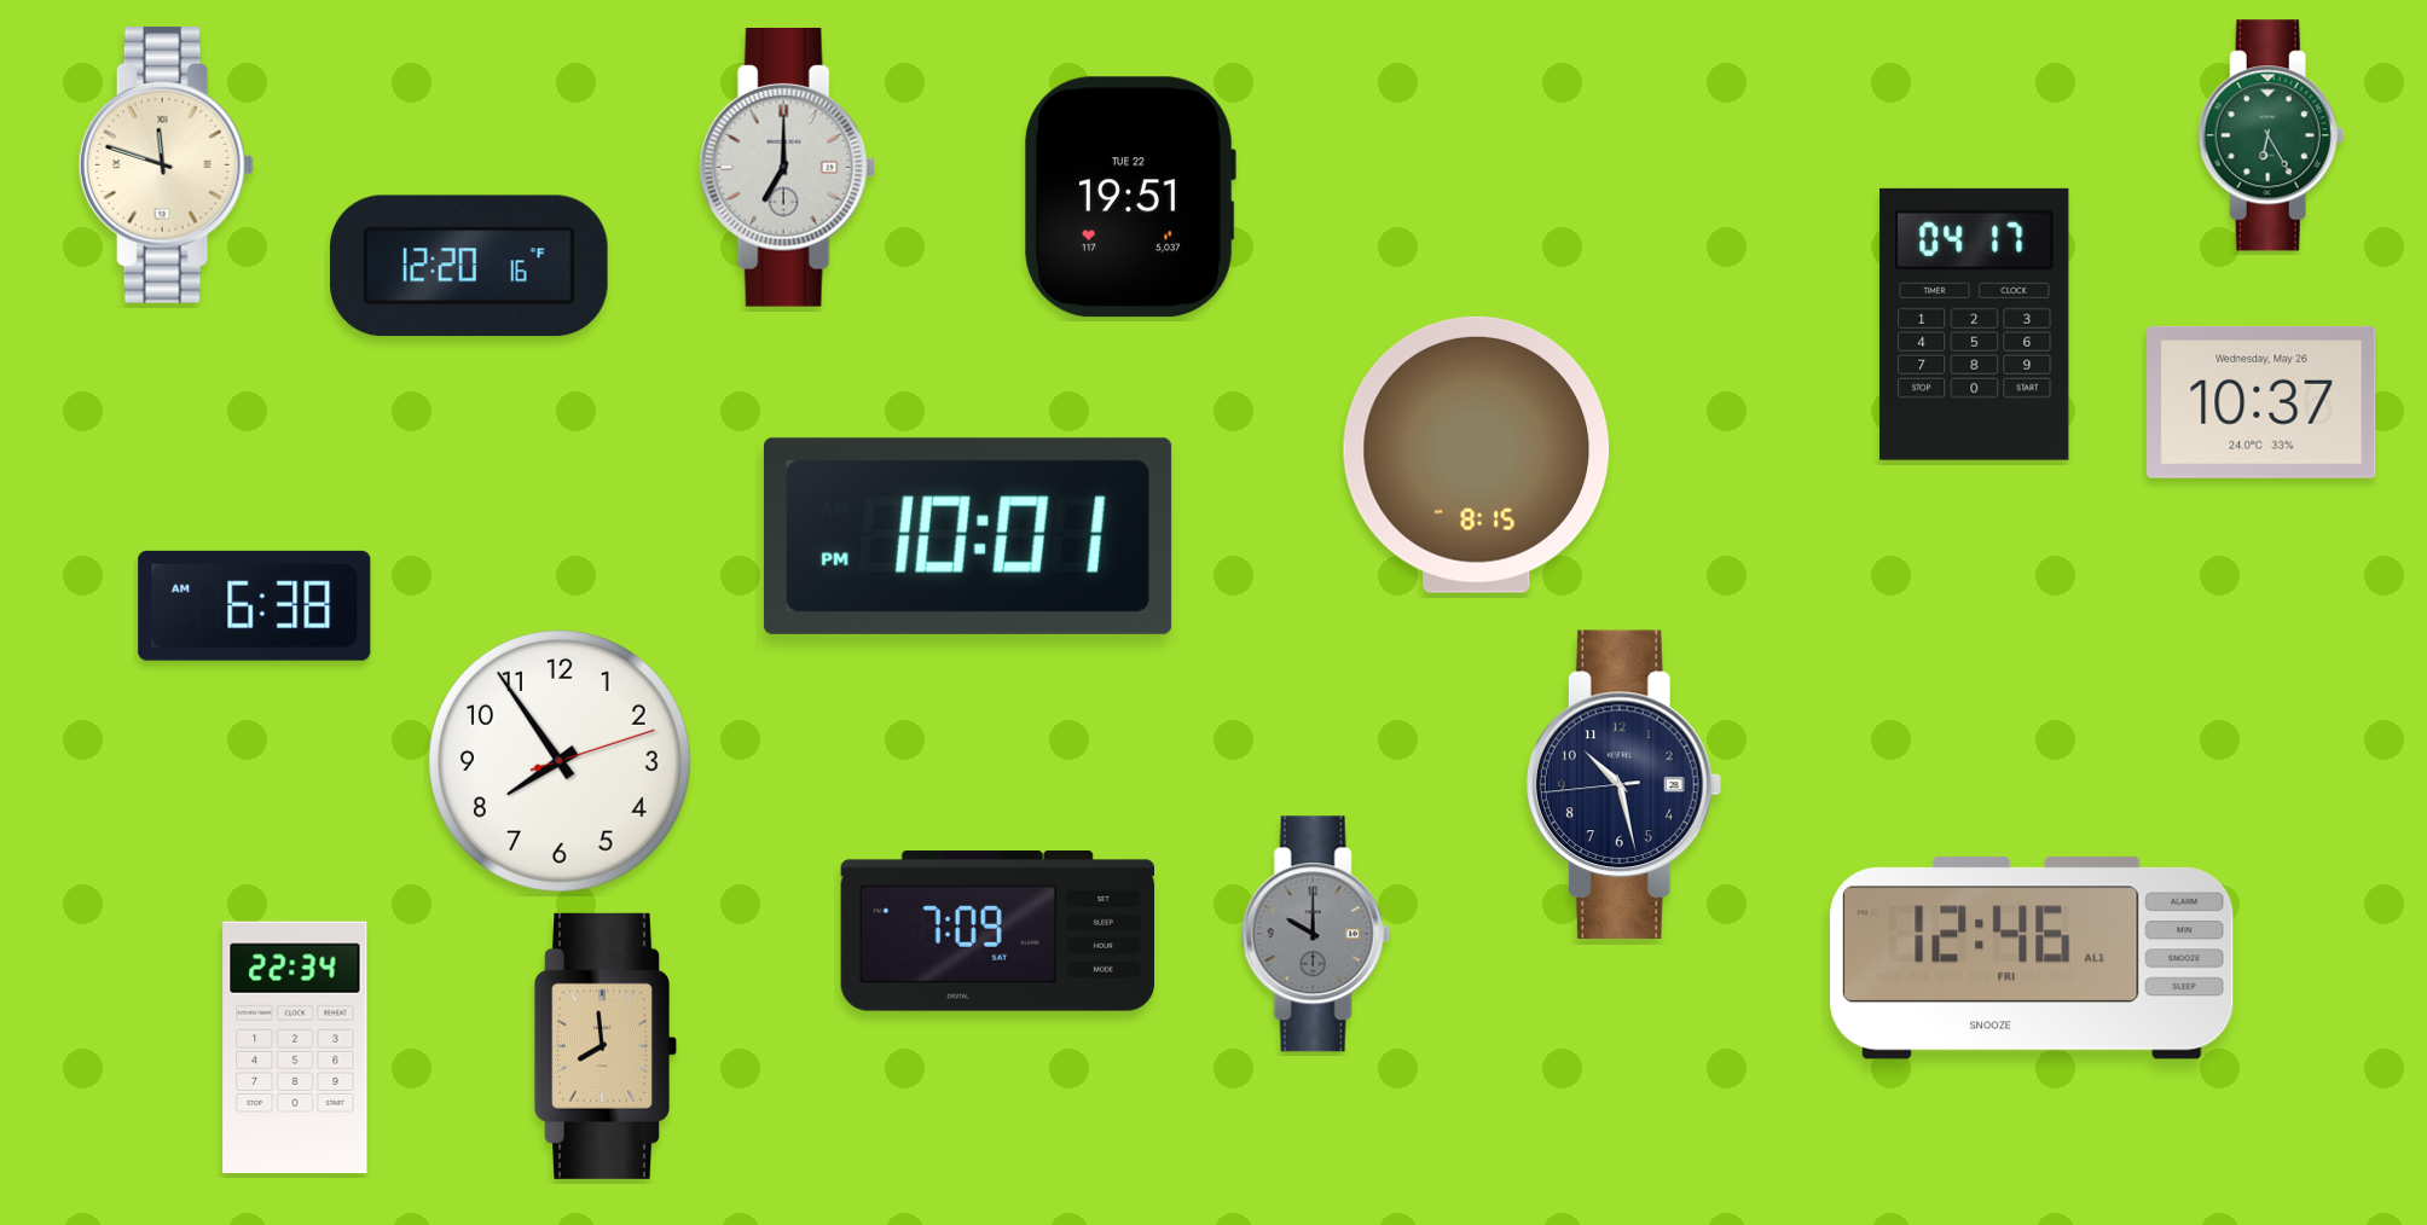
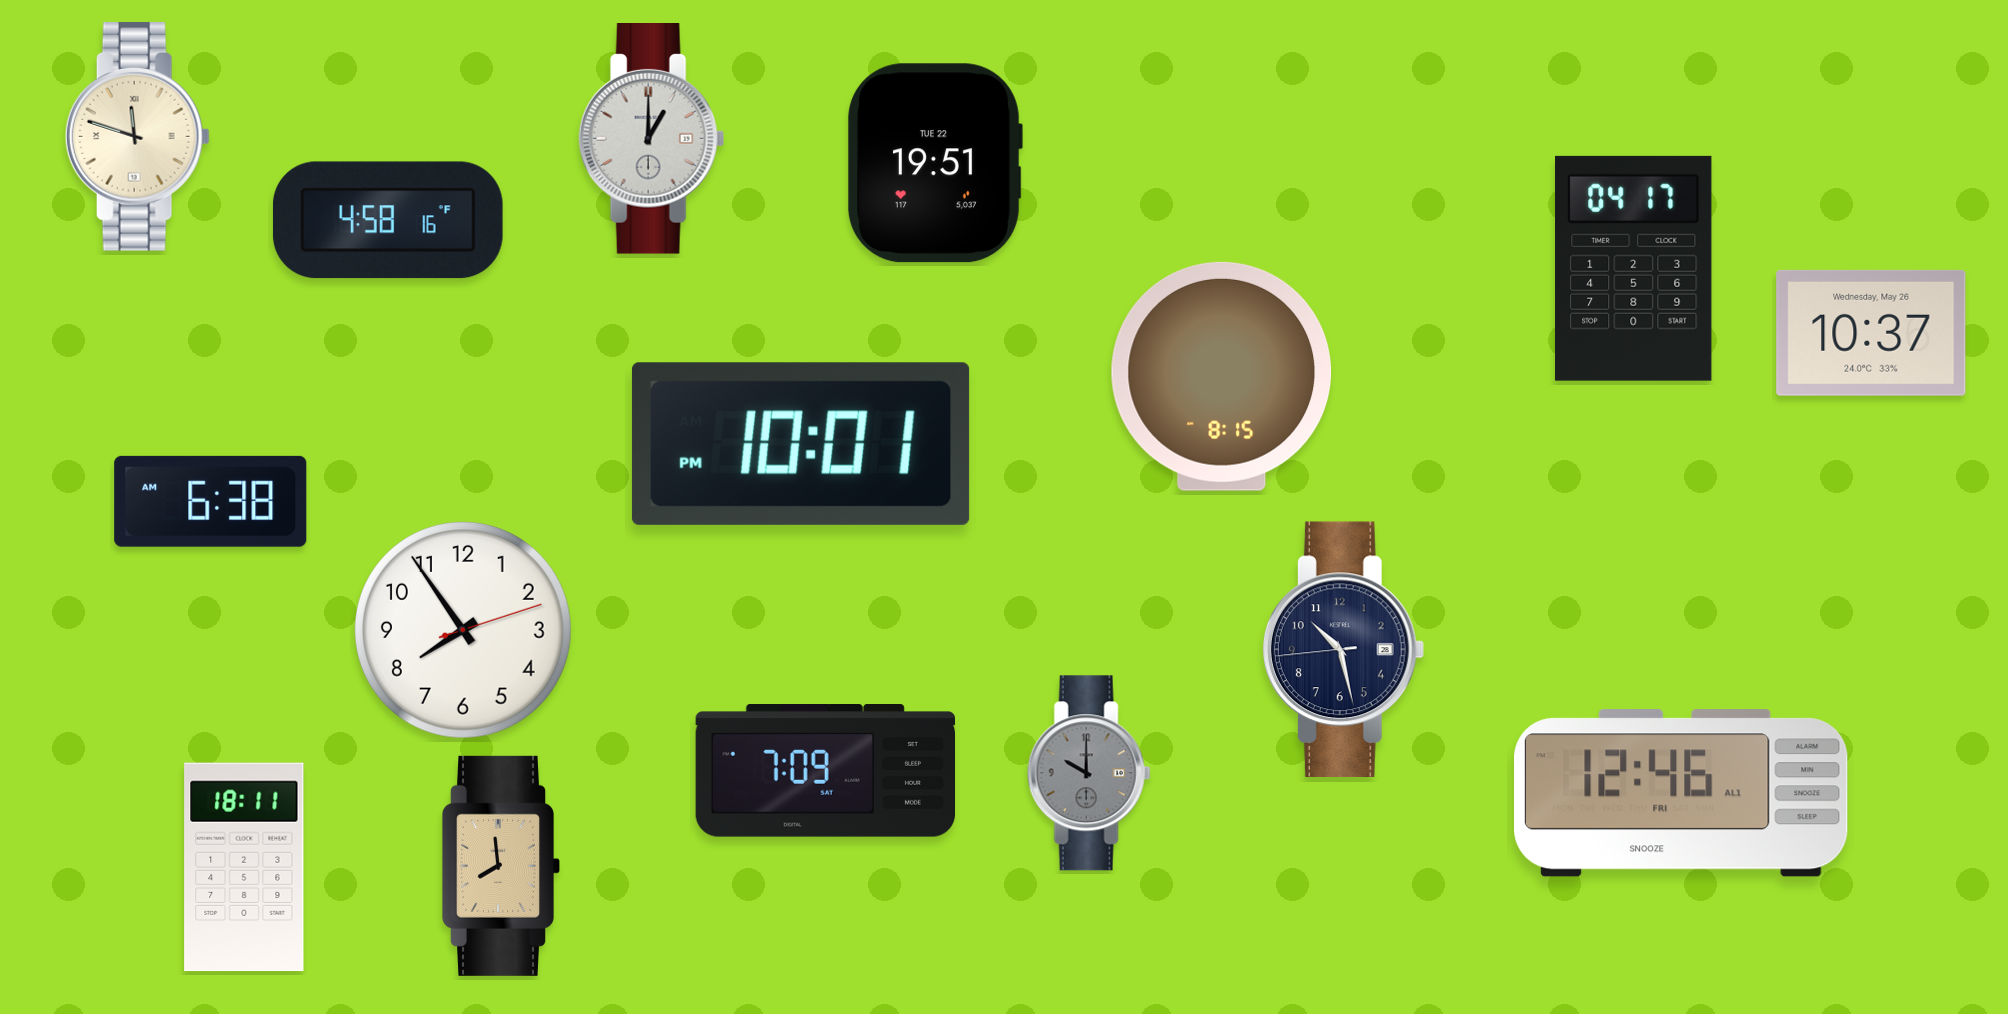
clock at (2271, 135): 6:25 -> none
clock at (788, 168): 7:00 -> 1:00
clock at (469, 266): 12:20 -> 4:58
clock at (295, 1047): 22:34 -> 18:11
